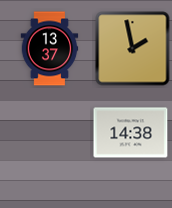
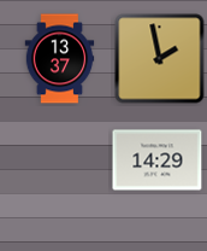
clock at (131, 133): 14:38 -> 14:29
